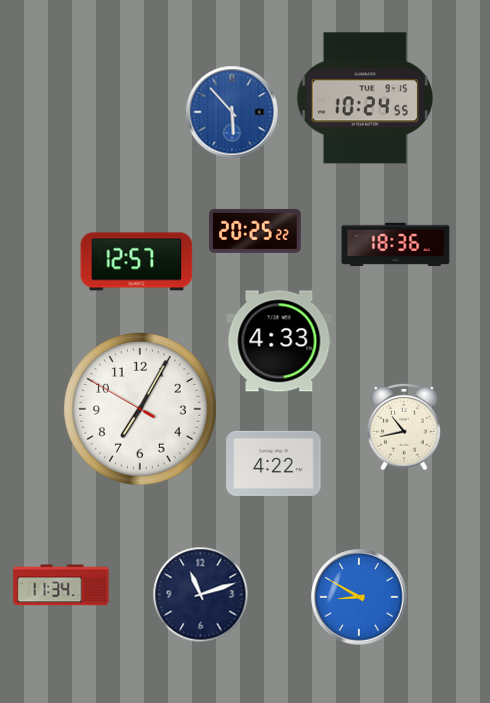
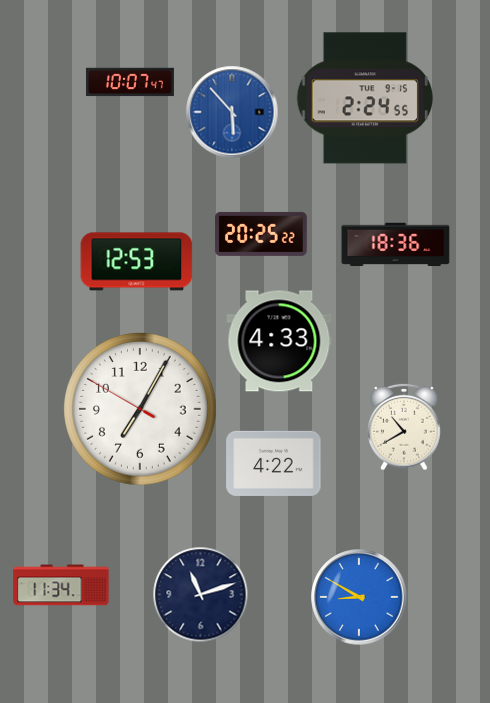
clock at (130, 82): none -> 10:07
clock at (365, 98): 10:24 -> 2:24
clock at (255, 231) position: (255, 231) -> (261, 234)
clock at (137, 262): 12:57 -> 12:53
clock at (404, 427): 10:43 -> 10:40
